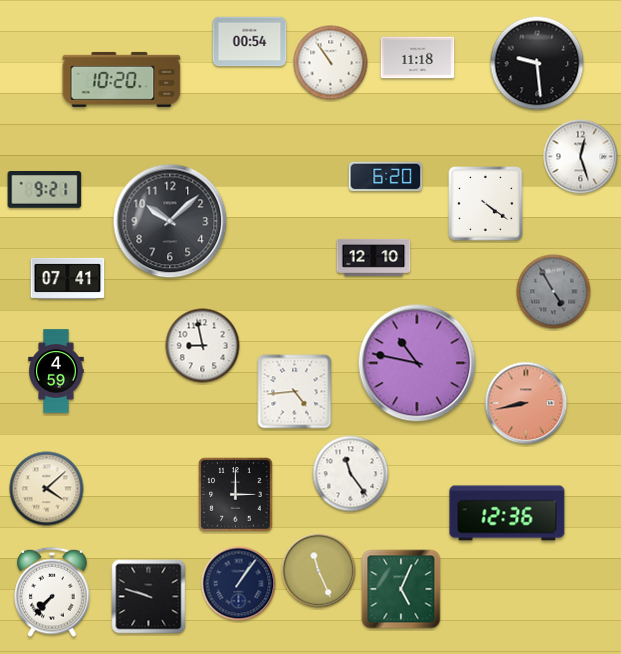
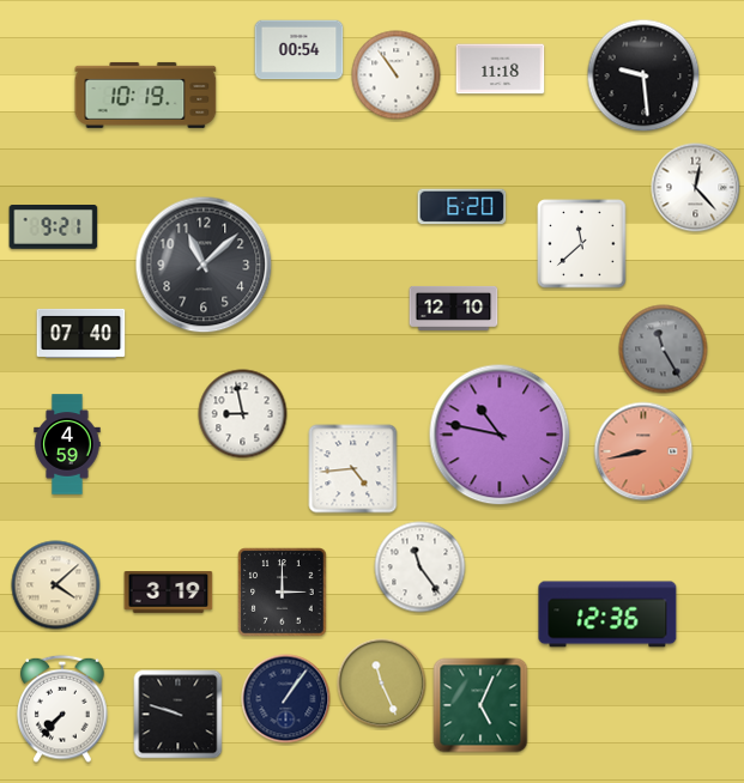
clock at (122, 79): 10:20 -> 10:19
clock at (581, 157): 12:27 -> 12:23
clock at (386, 177) position: (386, 177) -> (462, 207)
clock at (486, 204): 4:21 -> 11:38
clock at (170, 221): 10:08 -> 11:08
clock at (374, 257) position: (374, 257) -> (454, 308)
clock at (68, 278): 07:41 -> 07:40
clock at (554, 292): 4:55 -> 11:25
clock at (526, 403) position: (526, 403) -> (643, 451)
clock at (169, 593): none -> 3:19
